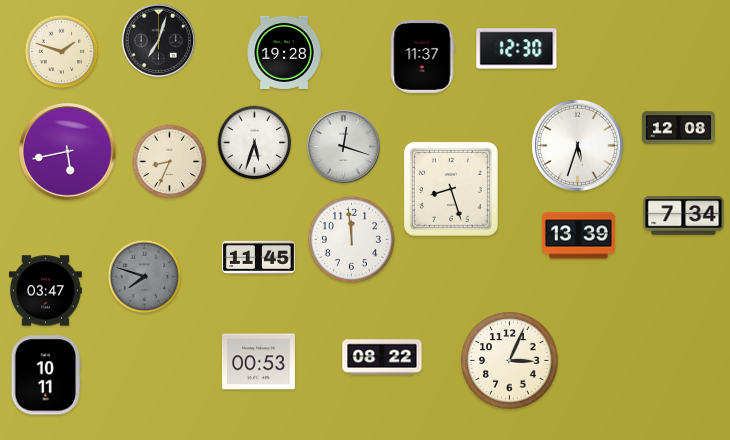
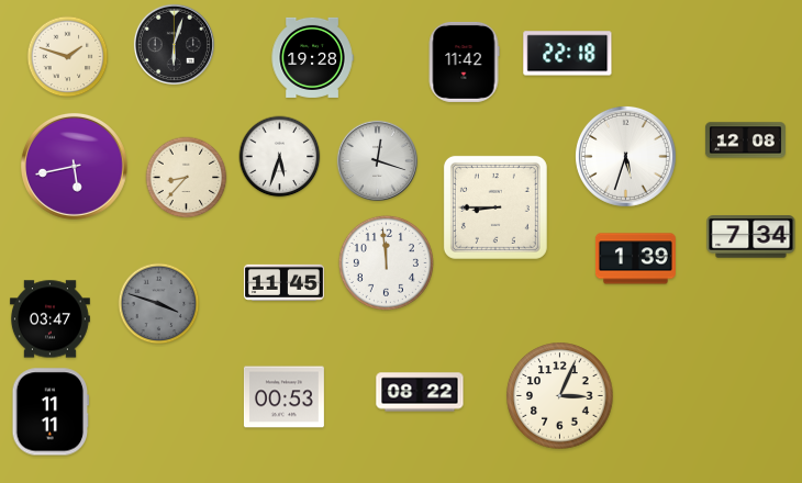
clock at (158, 40): 7:03 -> 6:03
clock at (517, 49): 12:30 -> 22:18
clock at (422, 56): 11:37 -> 11:42
clock at (577, 145) position: (577, 145) -> (625, 156)
clock at (170, 162): 8:34 -> 8:37
clock at (451, 189): 8:27 -> 8:45
clock at (578, 236): 13:39 -> 1:39
clock at (145, 277): 7:48 -> 3:48
clock at (46, 375): 10:11 -> 11:11
